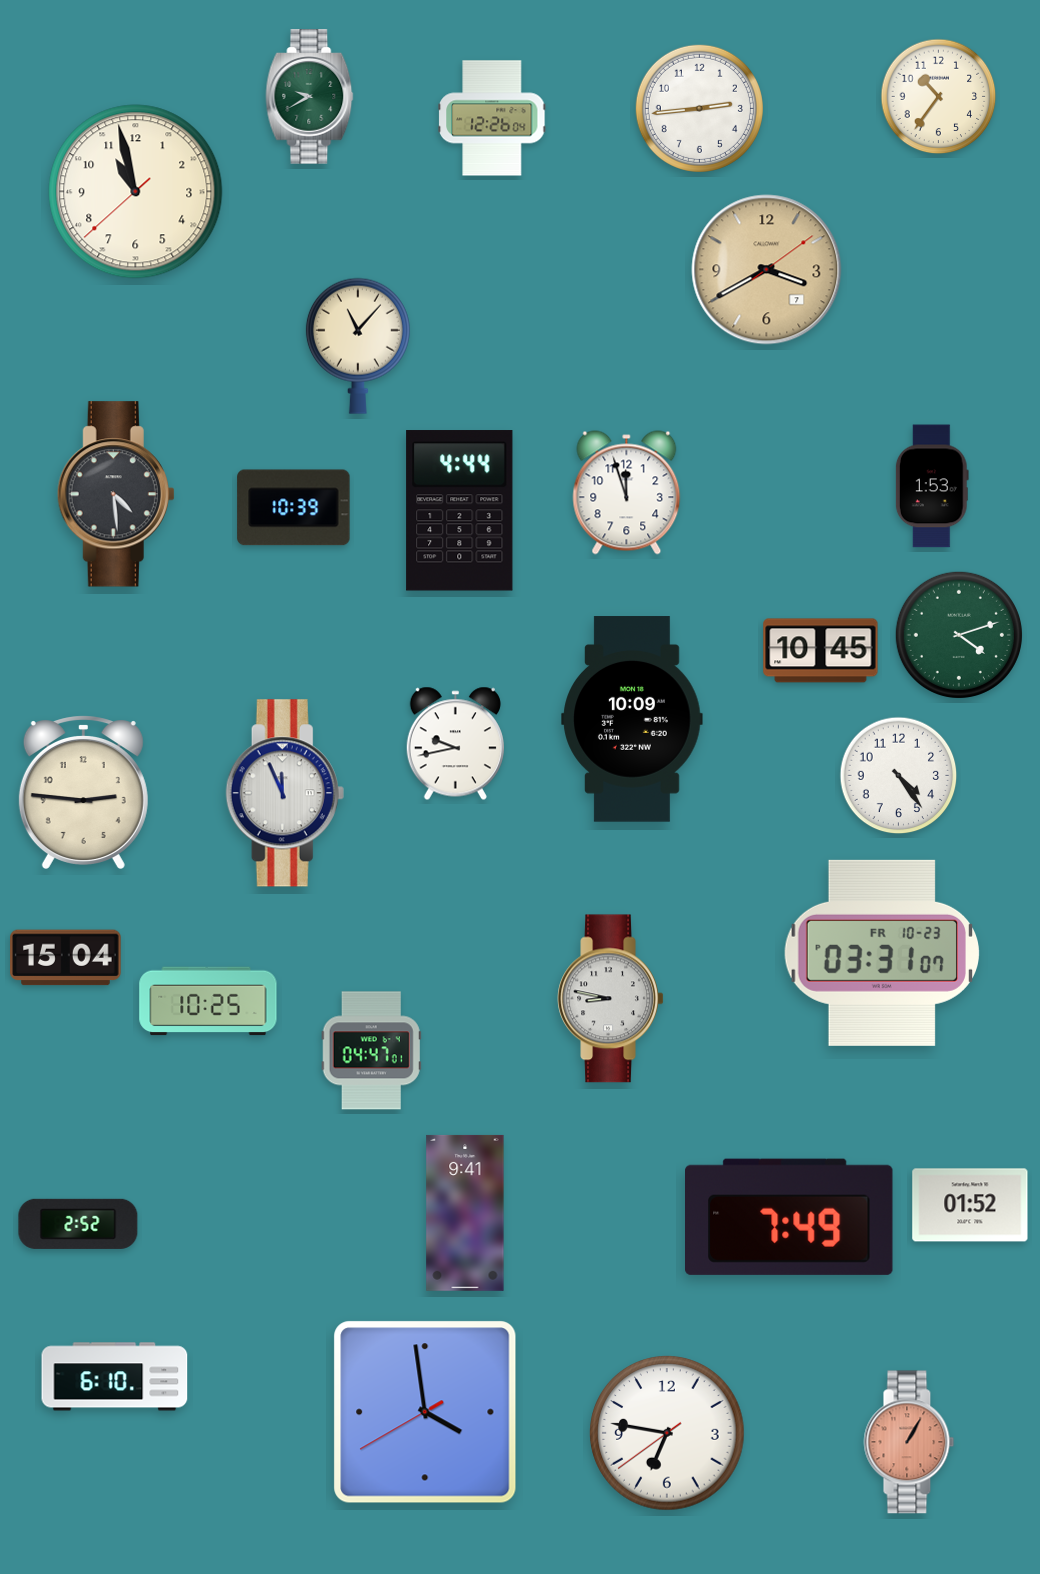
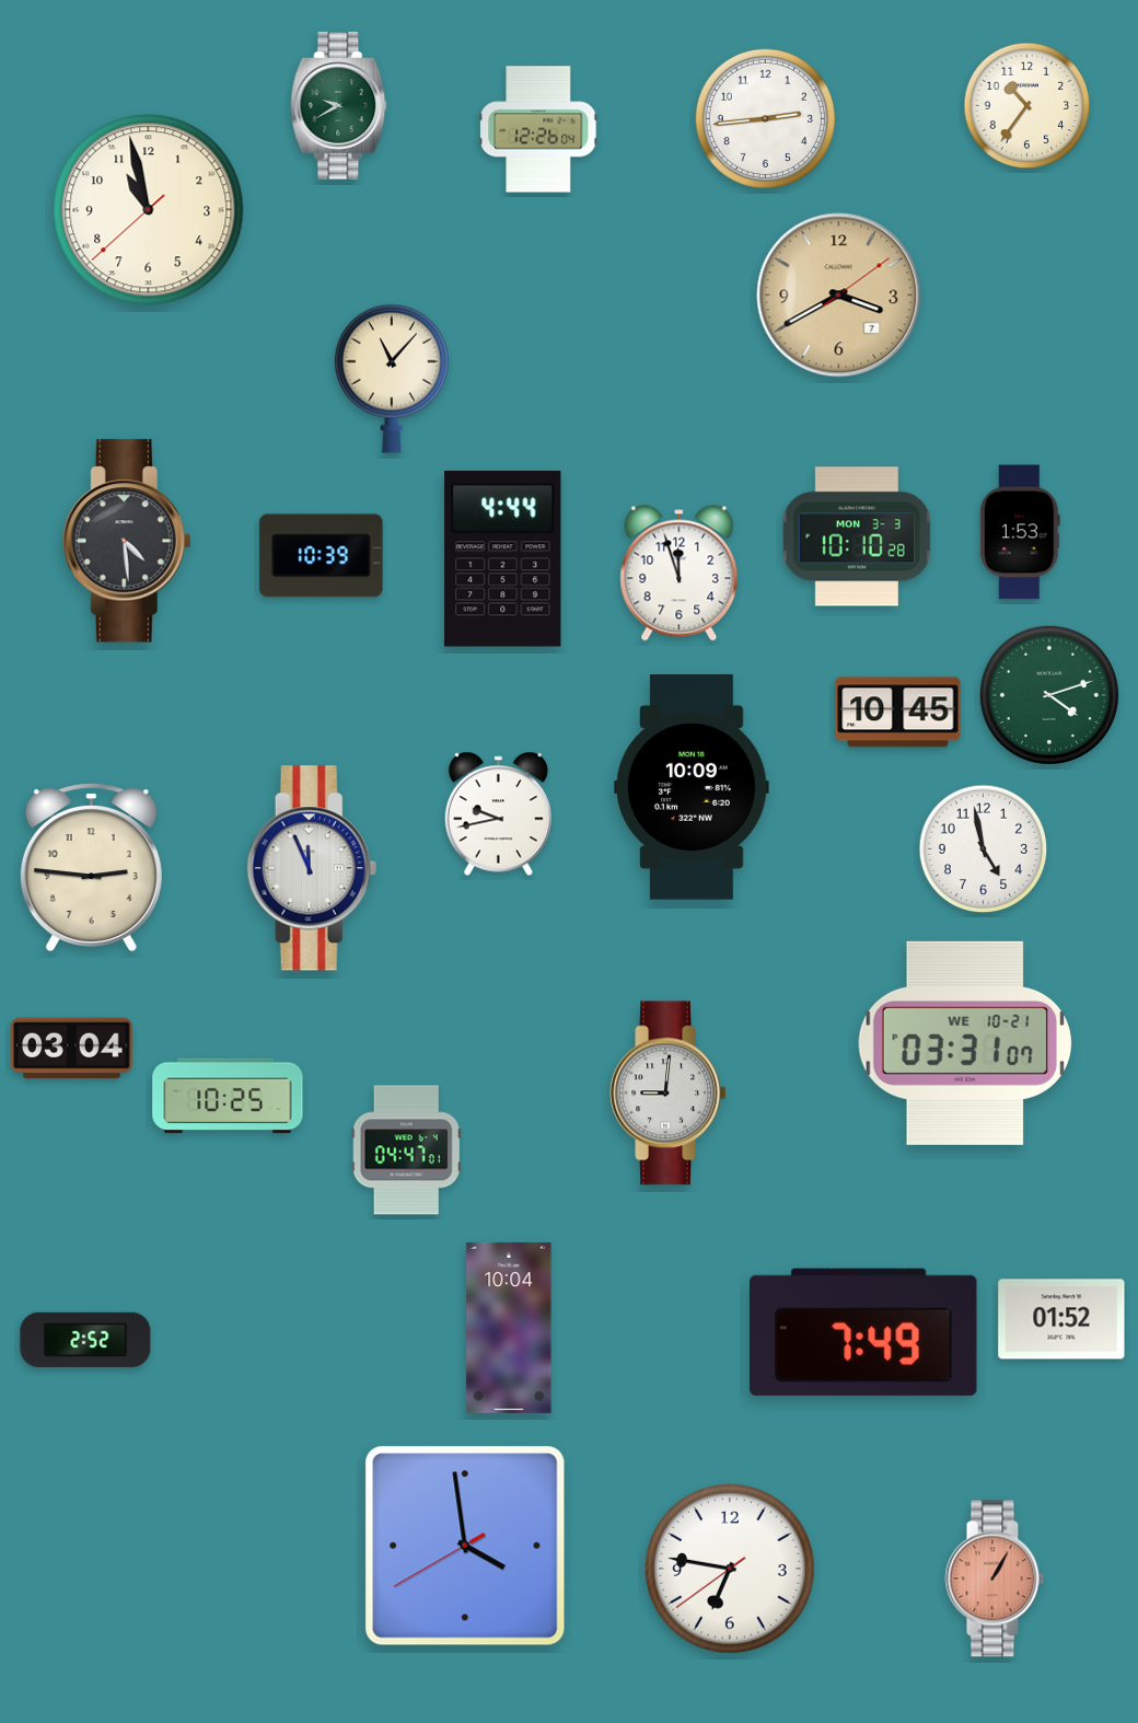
clock at (856, 536): none -> 10:10
clock at (627, 493) position: (627, 493) -> (680, 574)
clock at (899, 776): 4:24 -> 4:58
clock at (881, 953) date: FR 10-23 -> WE 10-21
clock at (66, 958): 15:04 -> 03:04
clock at (611, 999): 8:47 -> 9:01
clock at (465, 1213): 9:41 -> 10:04
clock at (115, 1377): 6:10 -> none
